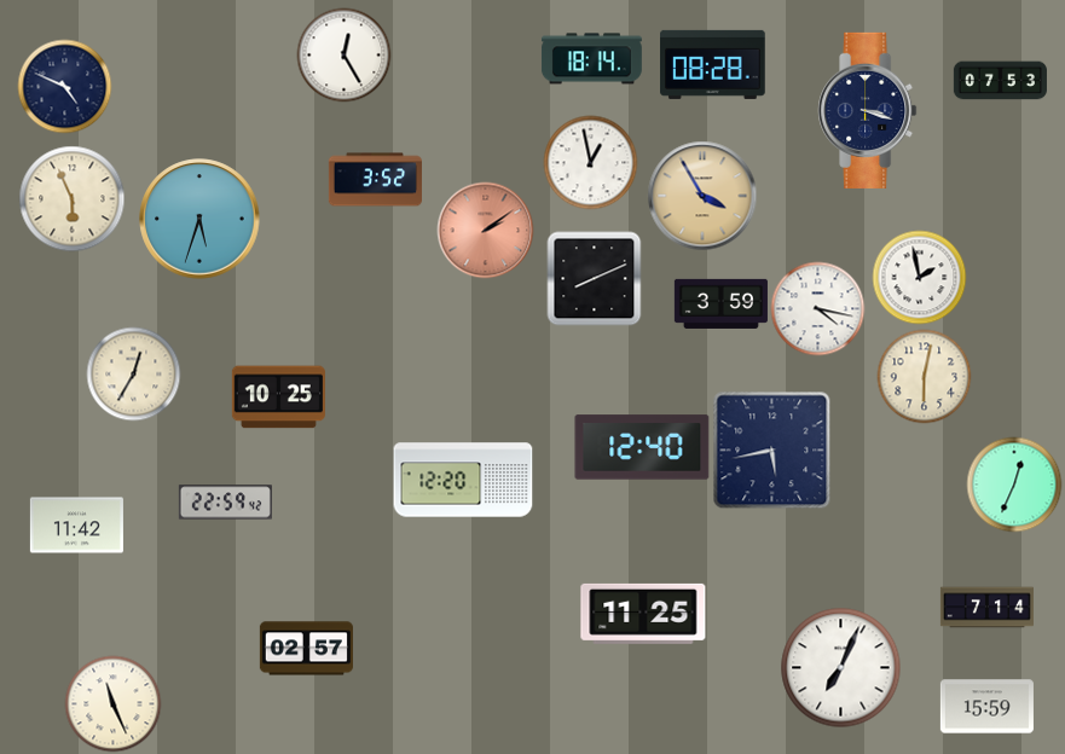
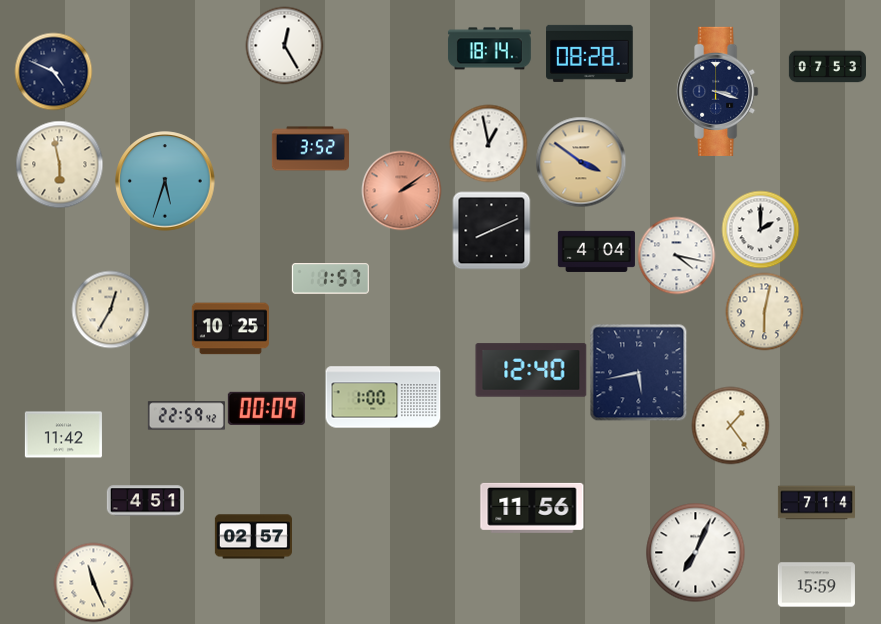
clock at (590, 162) position: (590, 162) -> (488, 143)
clock at (702, 196): 3:55 -> 3:51
clock at (71, 198): 5:56 -> 5:58
clock at (919, 277): 1:58 -> 2:00
clock at (720, 303): 3:59 -> 4:04
clock at (330, 279): none -> 1:57
clock at (463, 480): 12:20 -> 1:00
clock at (1014, 485): 12:34 -> none
clock at (266, 408): none -> 00:09
clock at (730, 425): none -> 1:24
clock at (145, 501): none -> 4:51
clock at (643, 614): 11:25 -> 11:56
